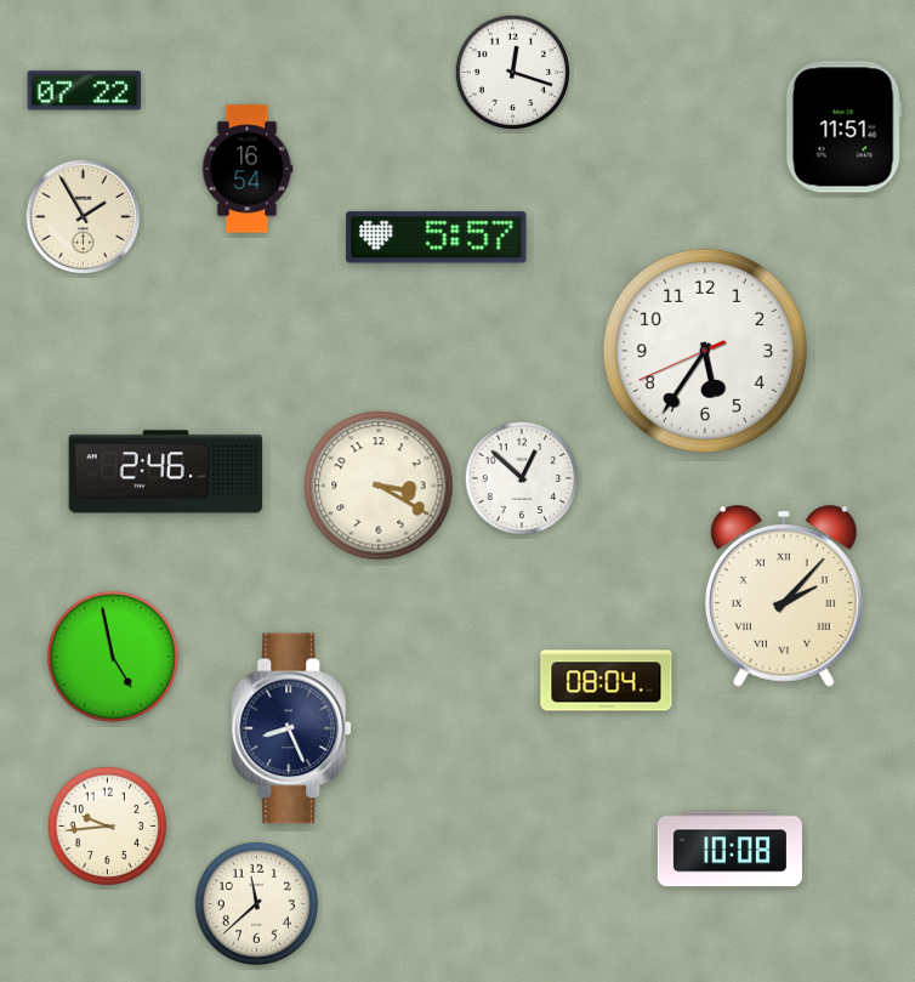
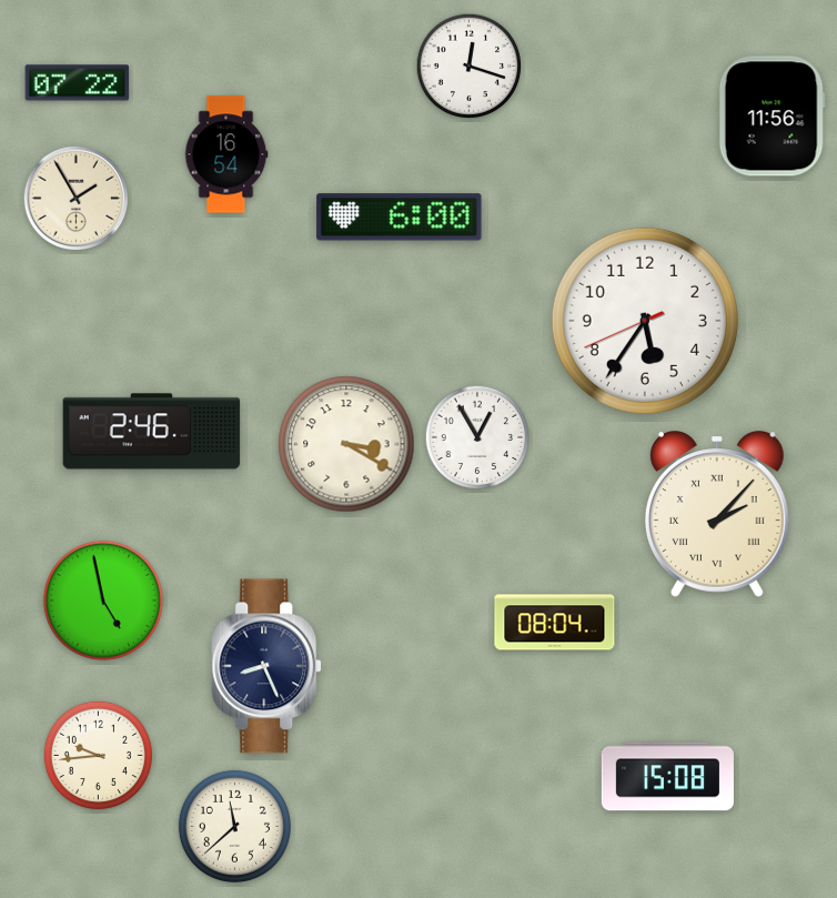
clock at (843, 127): 11:51 -> 11:56
clock at (437, 238): 5:57 -> 6:00
clock at (522, 478): 12:52 -> 12:55
clock at (784, 596) position: (784, 596) -> (717, 514)
clock at (729, 850): 10:08 -> 15:08
